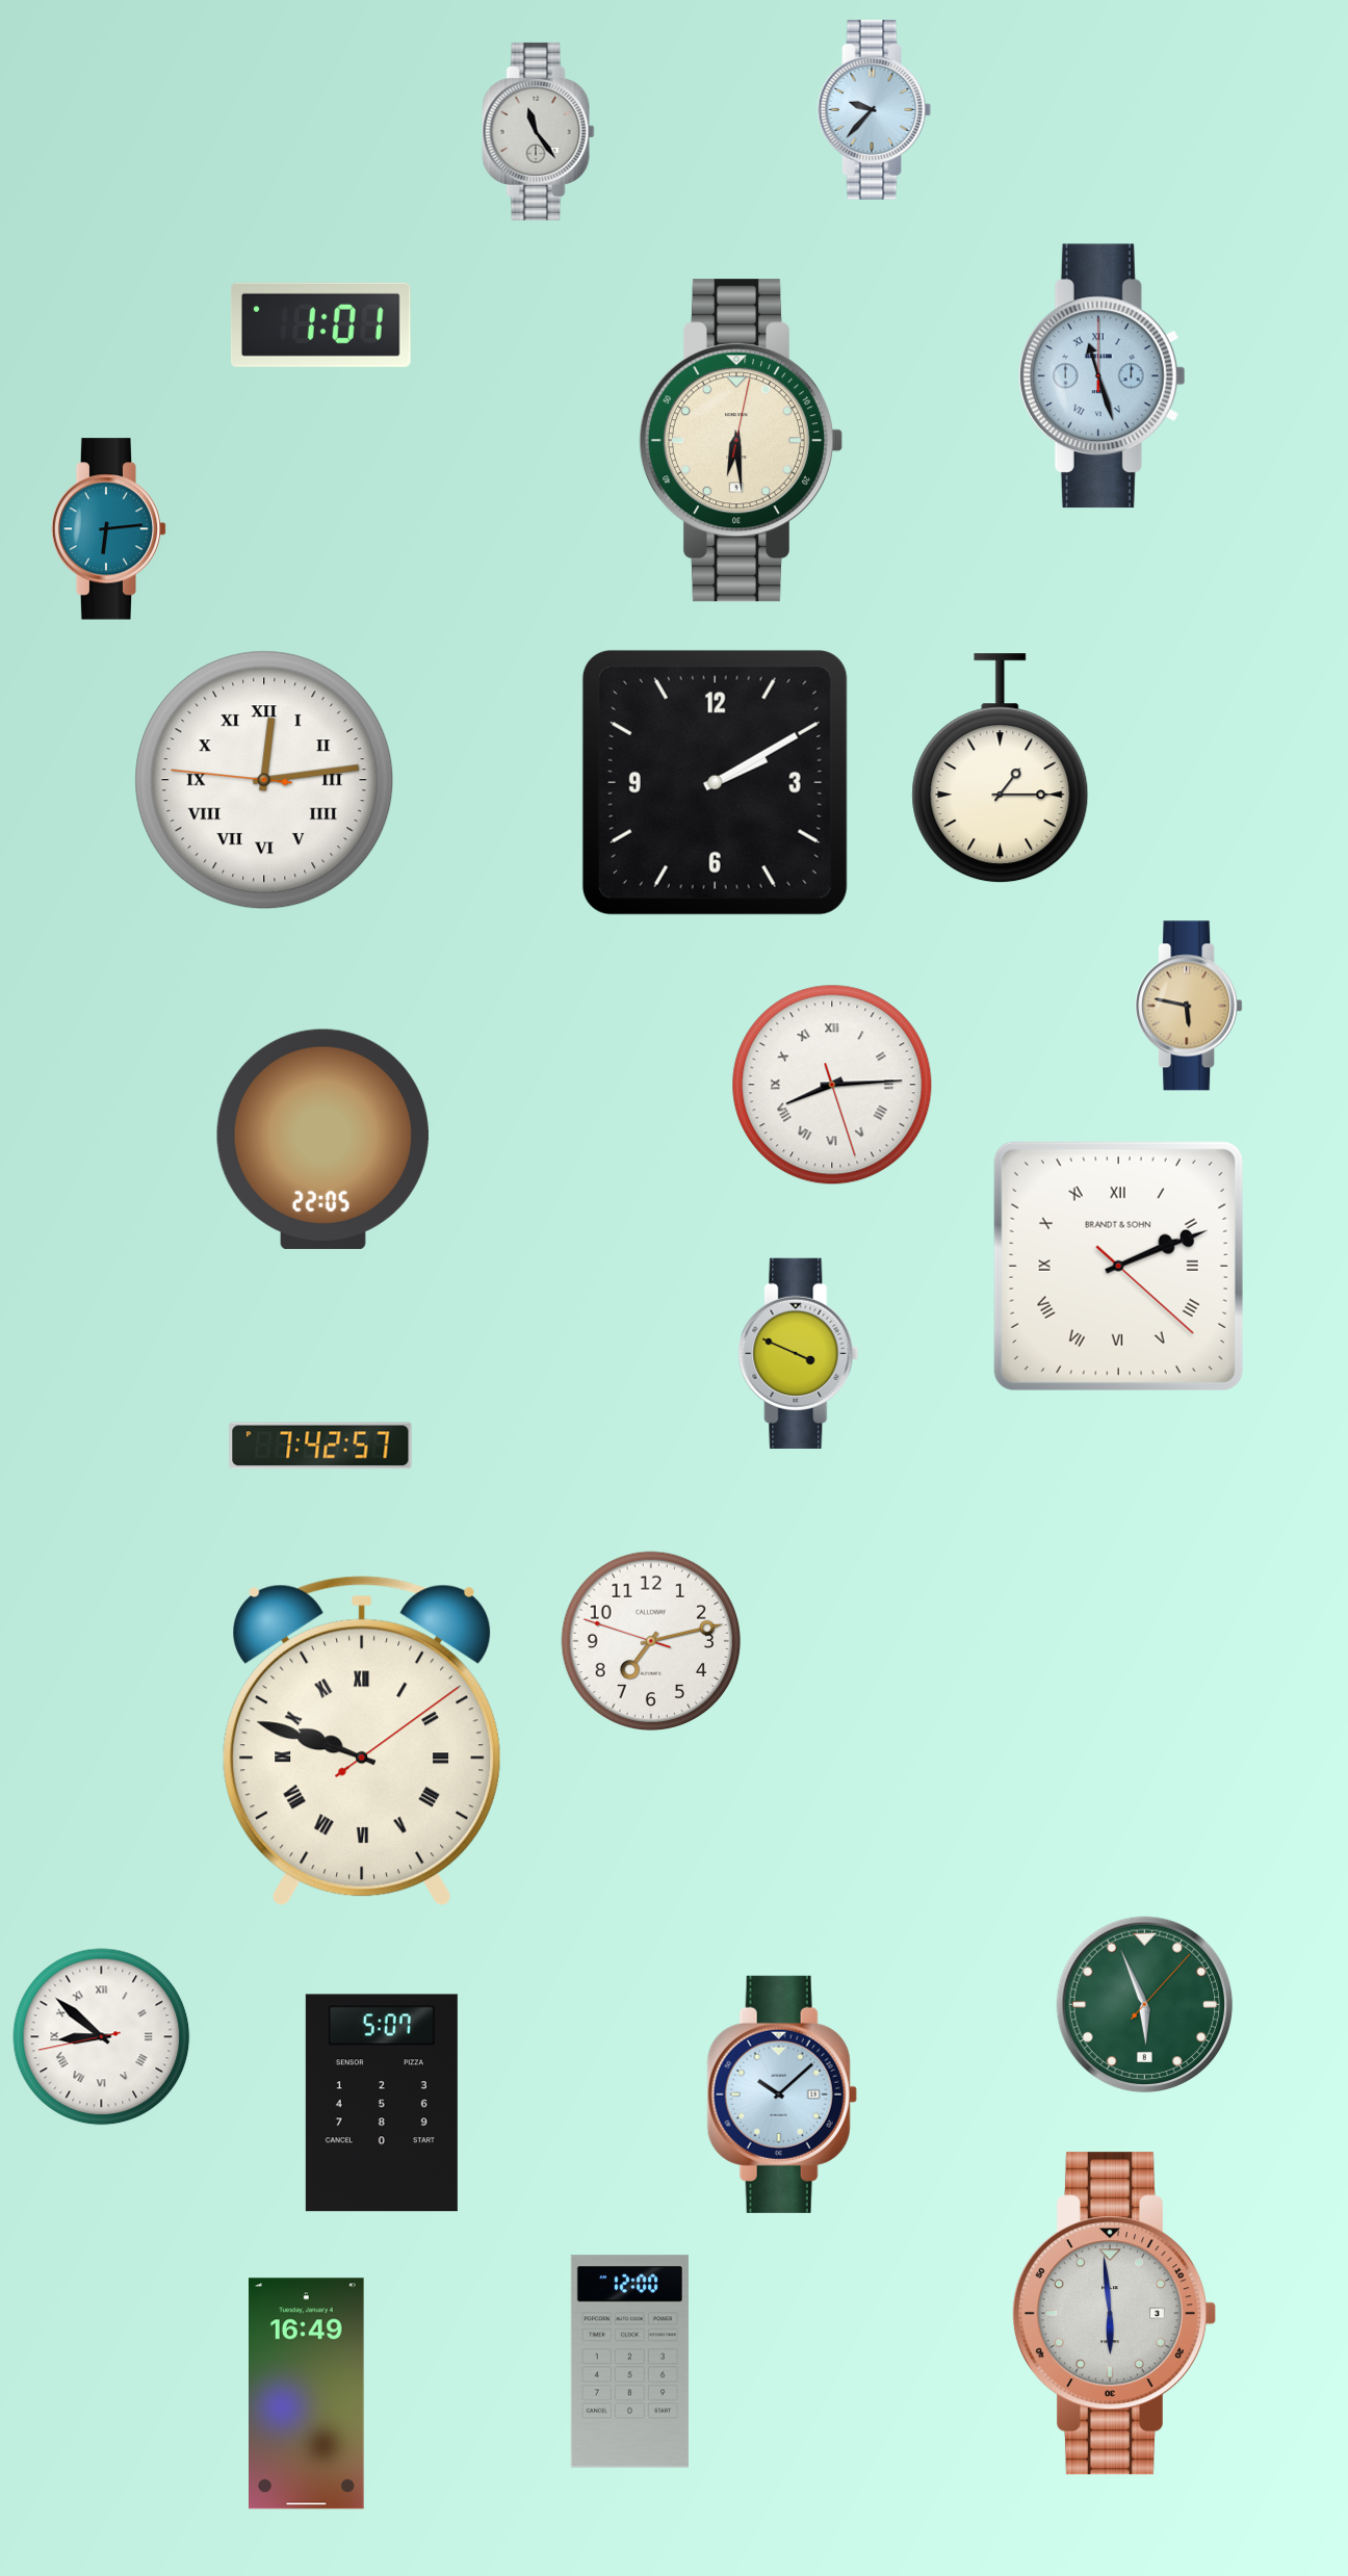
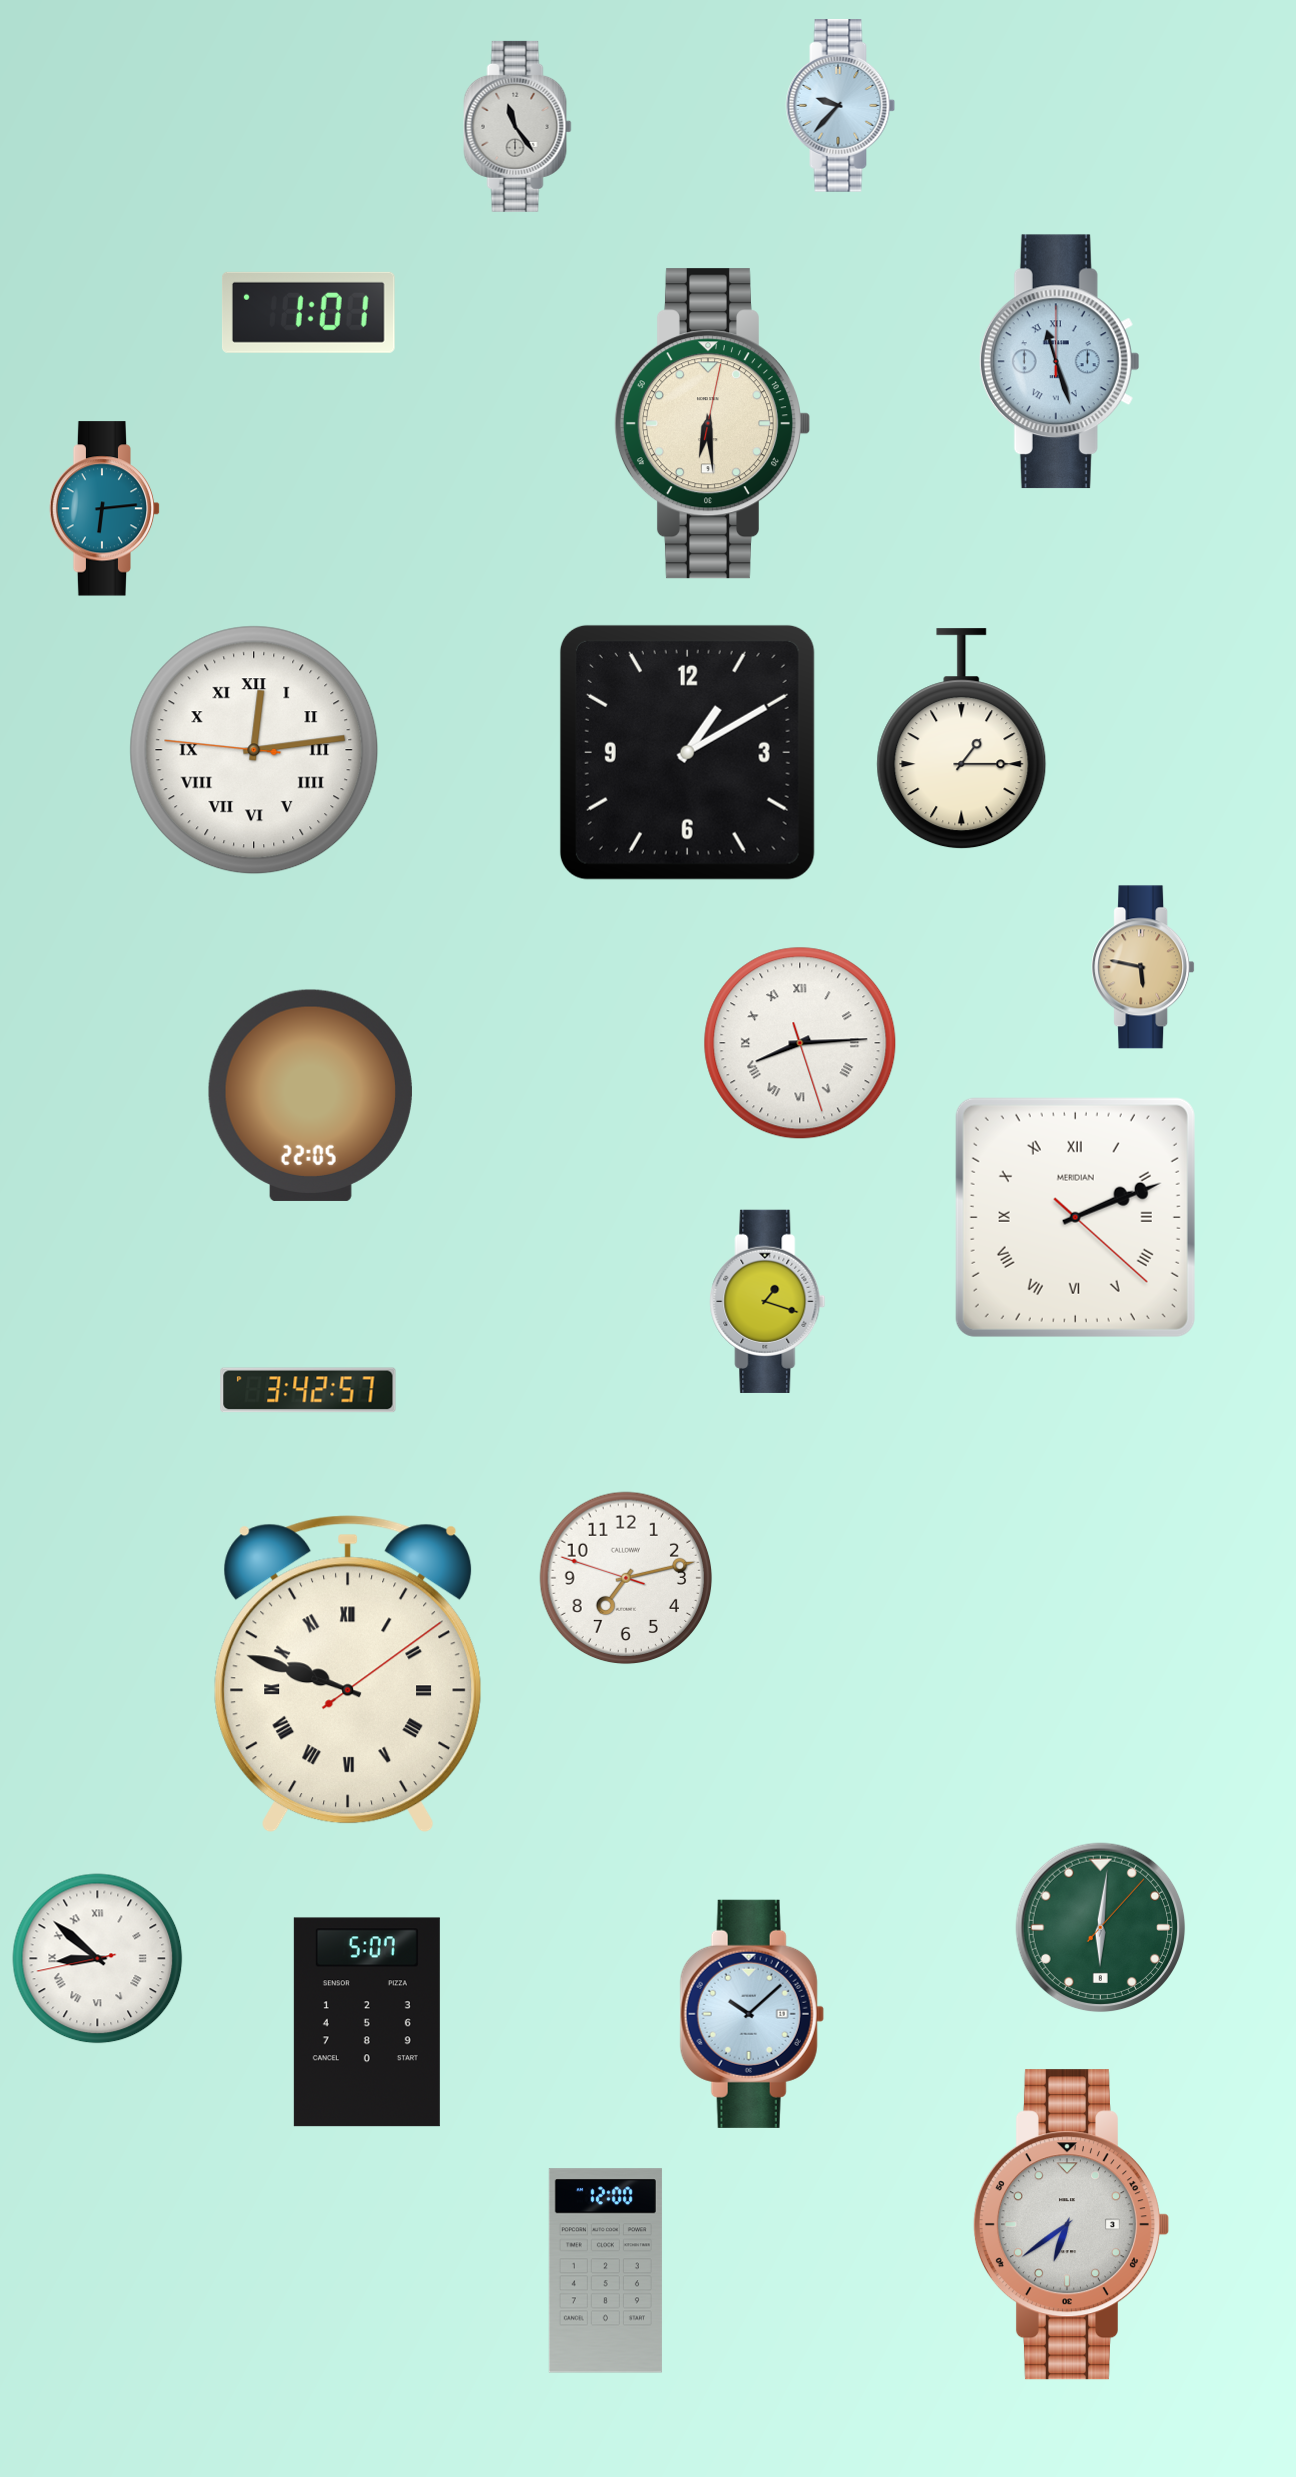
clock at (715, 782): 2:10 -> 1:10
clock at (1118, 1266) brand: BRANDT & SOHN -> MERIDIAN
clock at (799, 1353): 3:49 -> 1:18
clock at (320, 1446): 7:42 -> 3:42
clock at (1145, 2005): 5:56 -> 6:01
clock at (1114, 2314): 5:59 -> 6:39
clock at (307, 2394): 16:49 -> none
